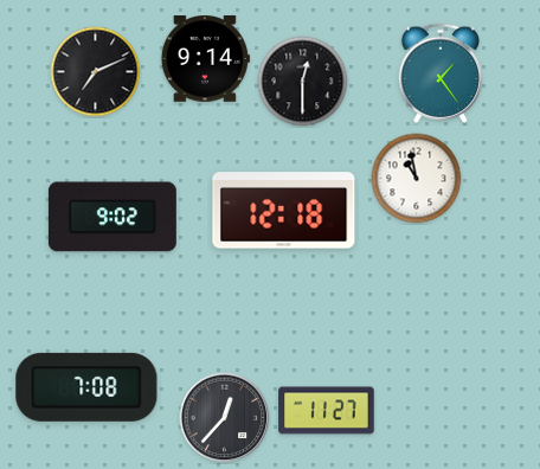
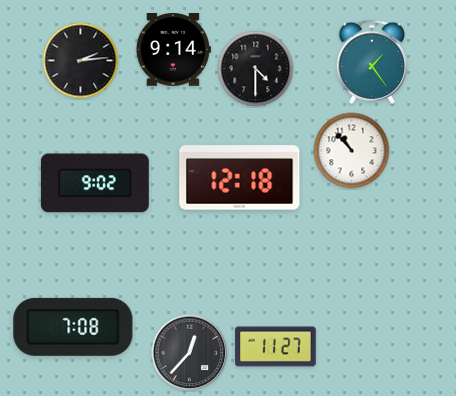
clock at (96, 72): 7:11 -> 2:14
clock at (303, 82): 12:30 -> 4:30
clock at (417, 179): 10:58 -> 10:53
